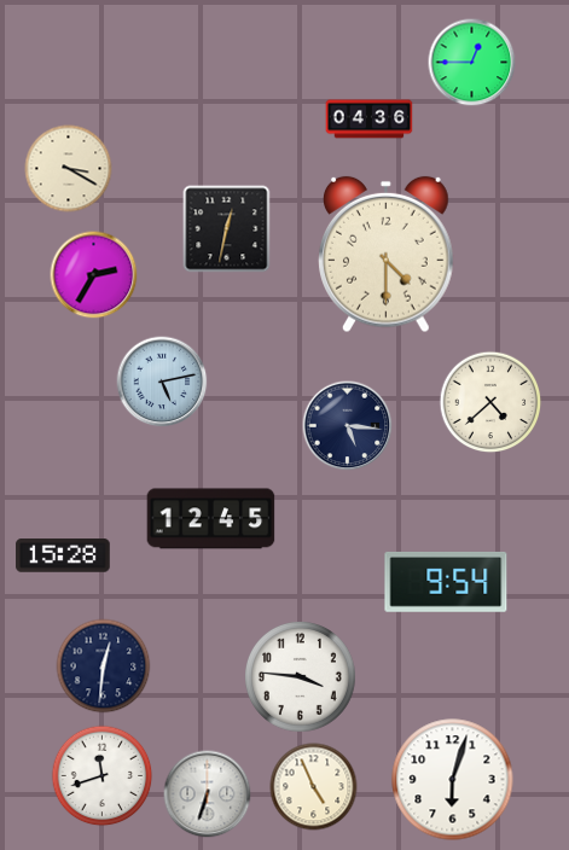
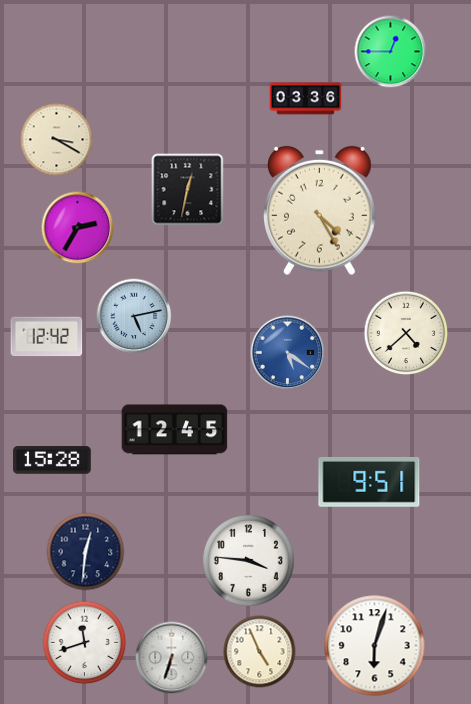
clock at (370, 120): 04:36 -> 03:36
clock at (387, 255): 4:30 -> 4:25
clock at (47, 337): none -> 12:42
clock at (348, 426): 5:16 -> 5:21
clock at (348, 426) dial: navy -> blue
clock at (446, 582): 9:54 -> 9:51
